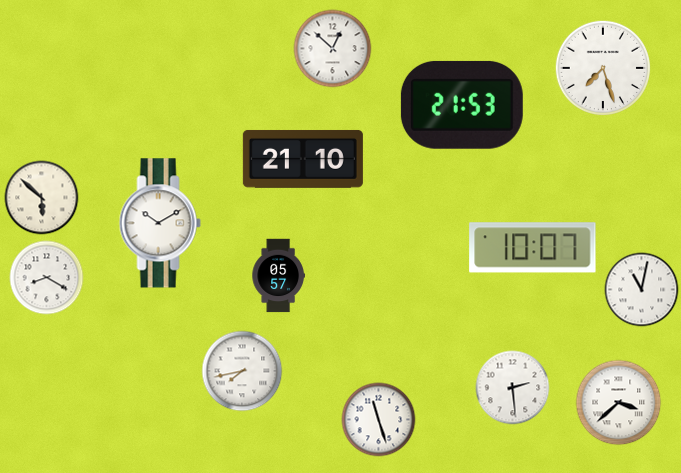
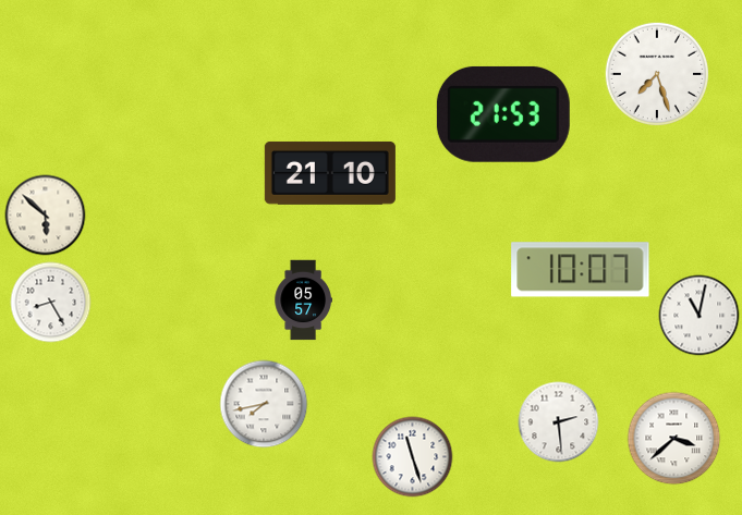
clock at (333, 49): 12:52 -> none
clock at (160, 223): 10:10 -> none
clock at (47, 278): 8:20 -> 8:25
